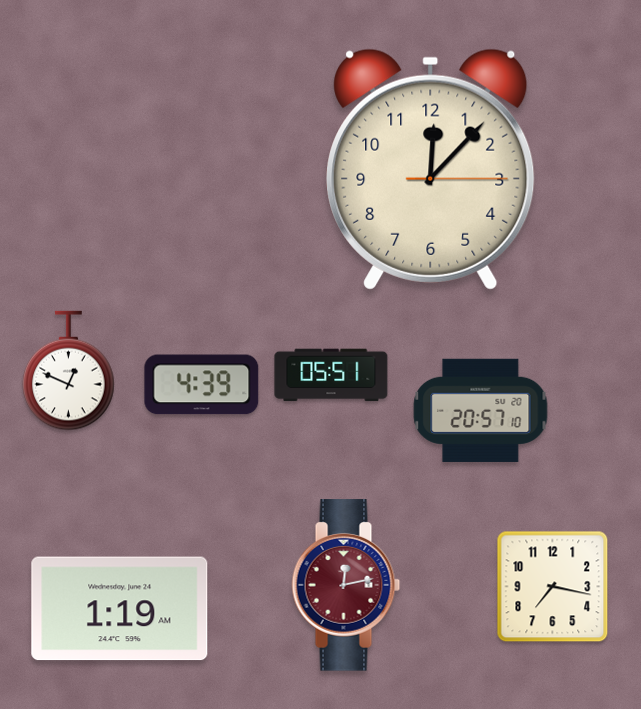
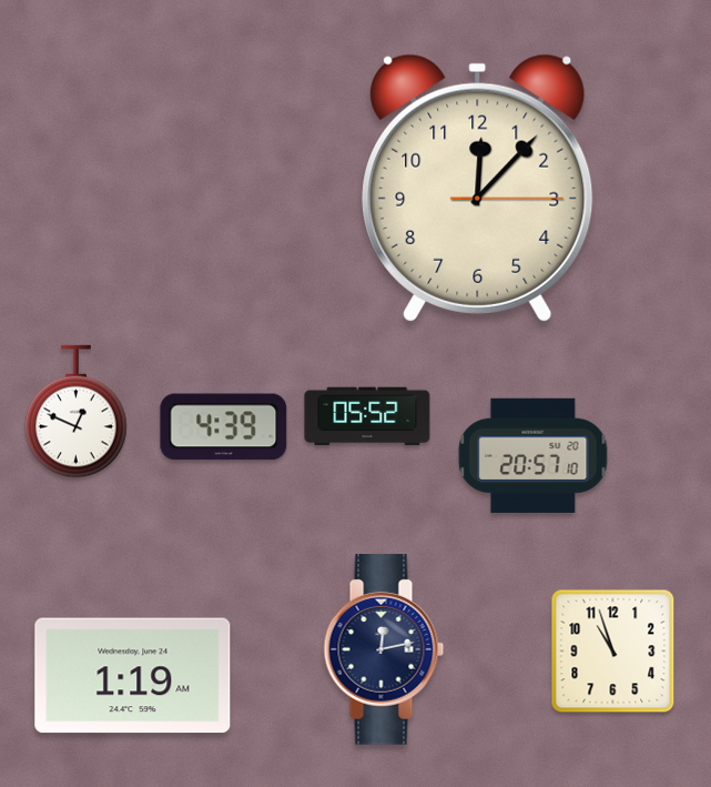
clock at (331, 375): 05:51 -> 05:52
clock at (346, 585) dial: burgundy -> navy
clock at (553, 587): 7:17 -> 10:57
